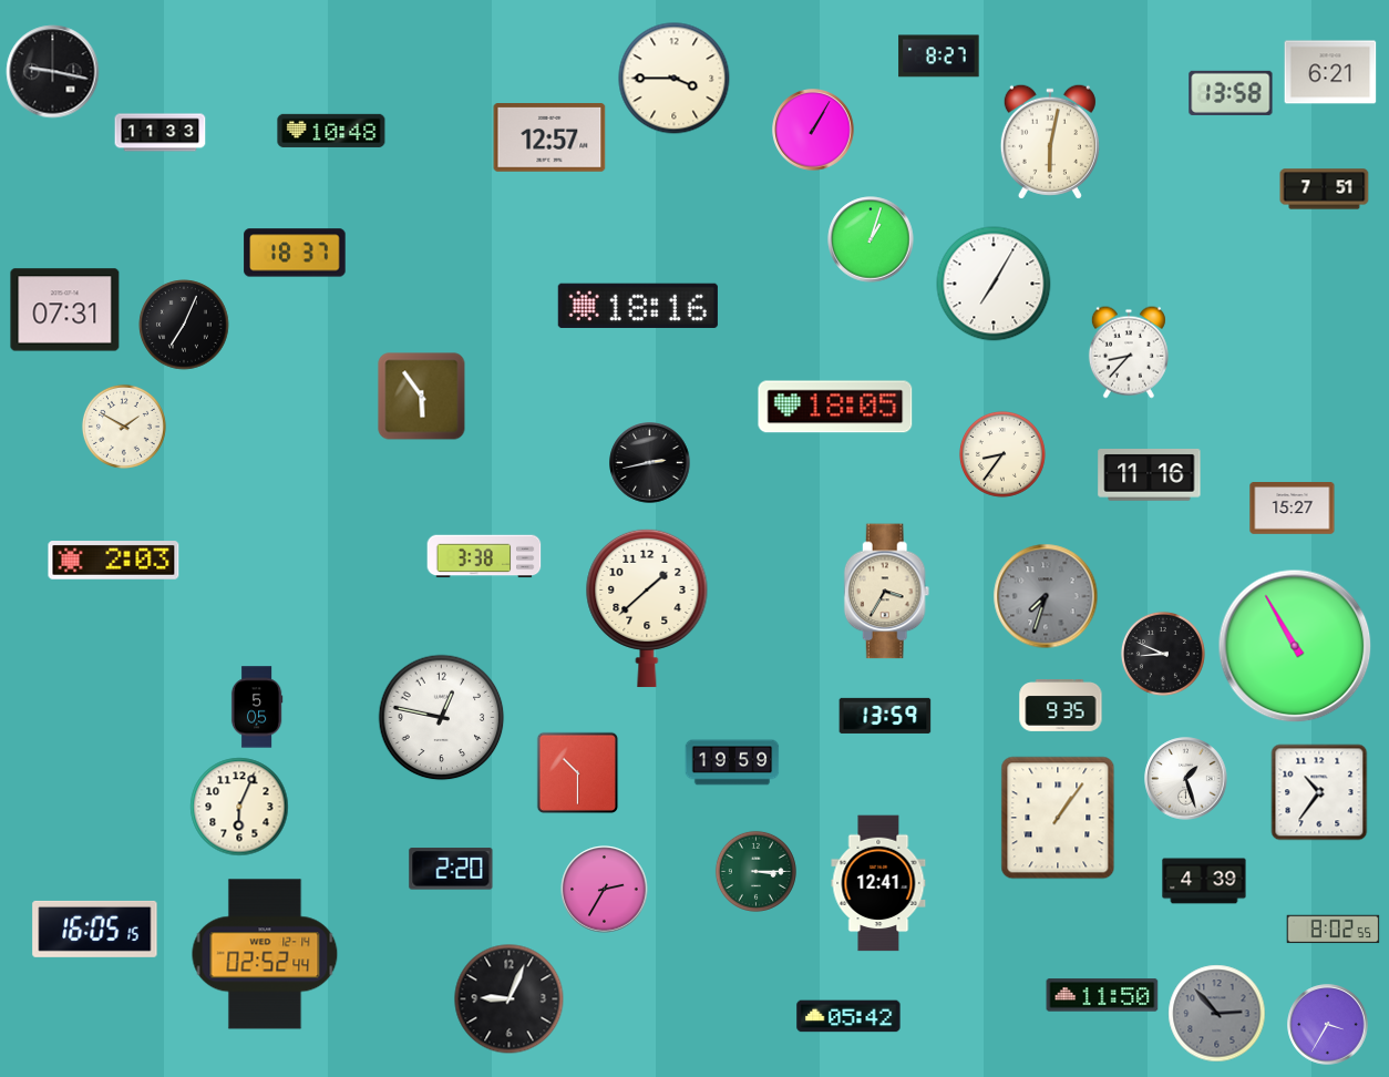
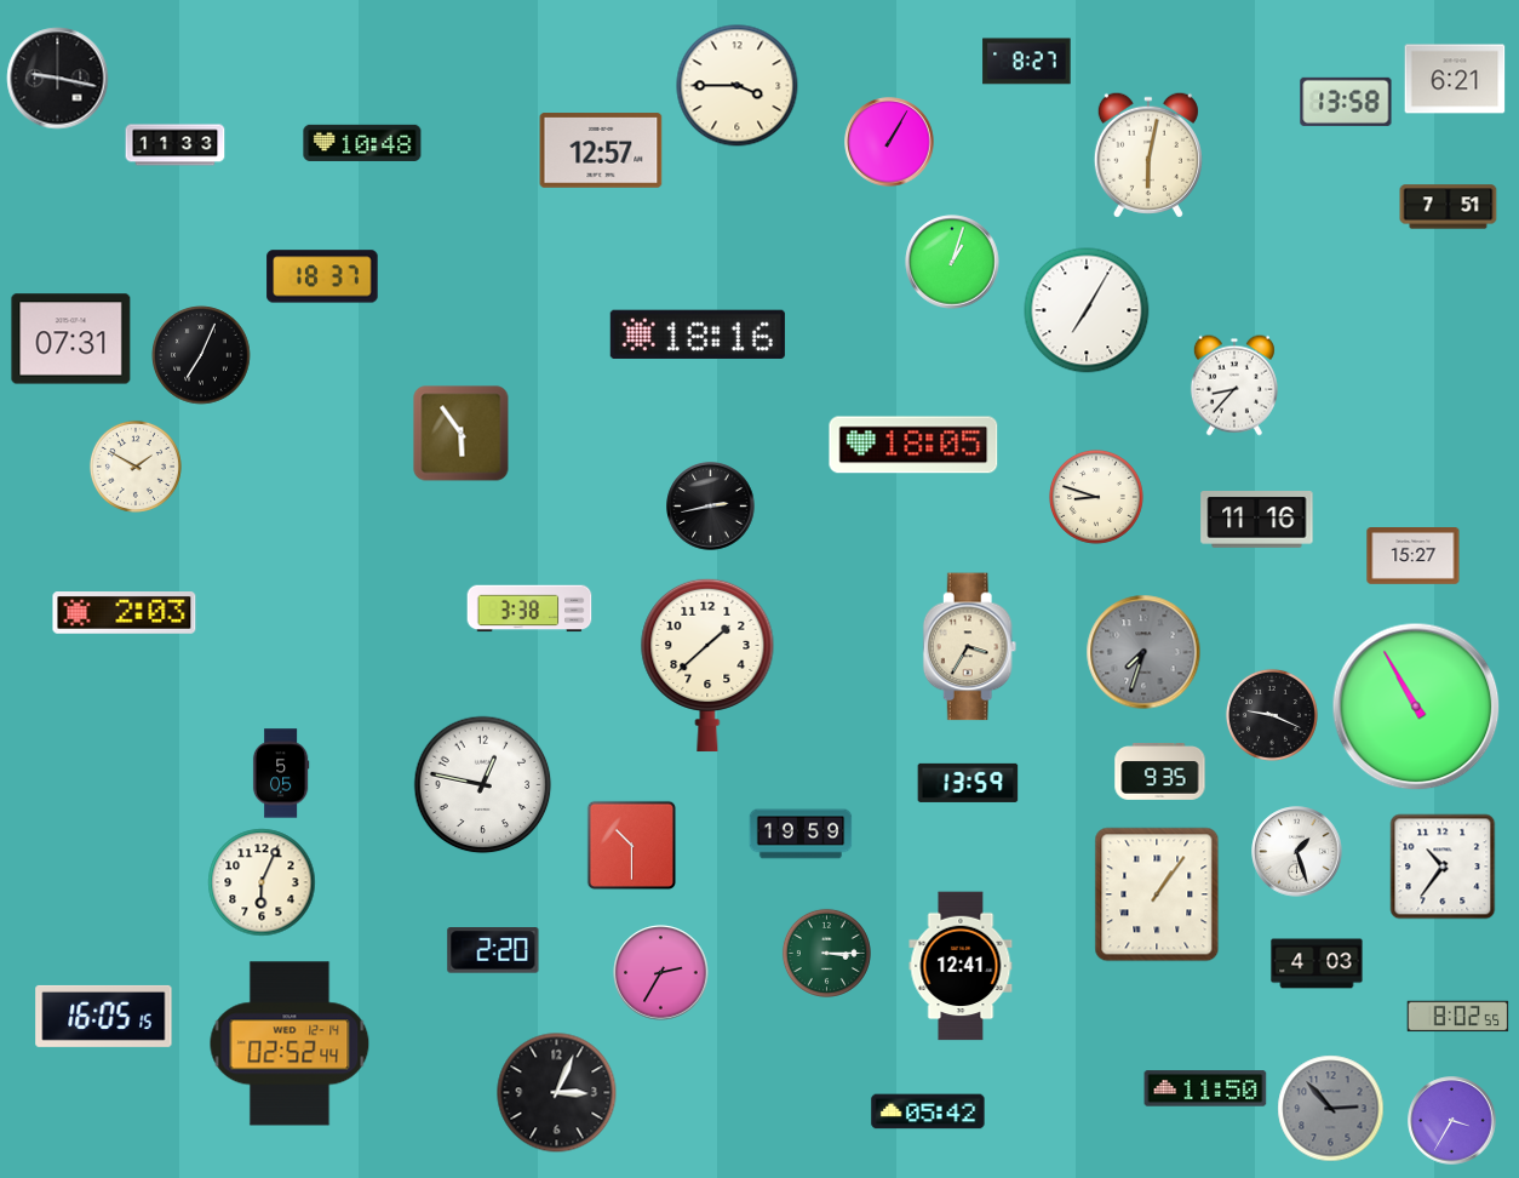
clock at (1002, 454): 8:36 -> 8:48
clock at (1163, 654): 8:49 -> 9:19
clock at (1204, 881): 4:39 -> 4:03
clock at (510, 999): 9:04 -> 3:04
